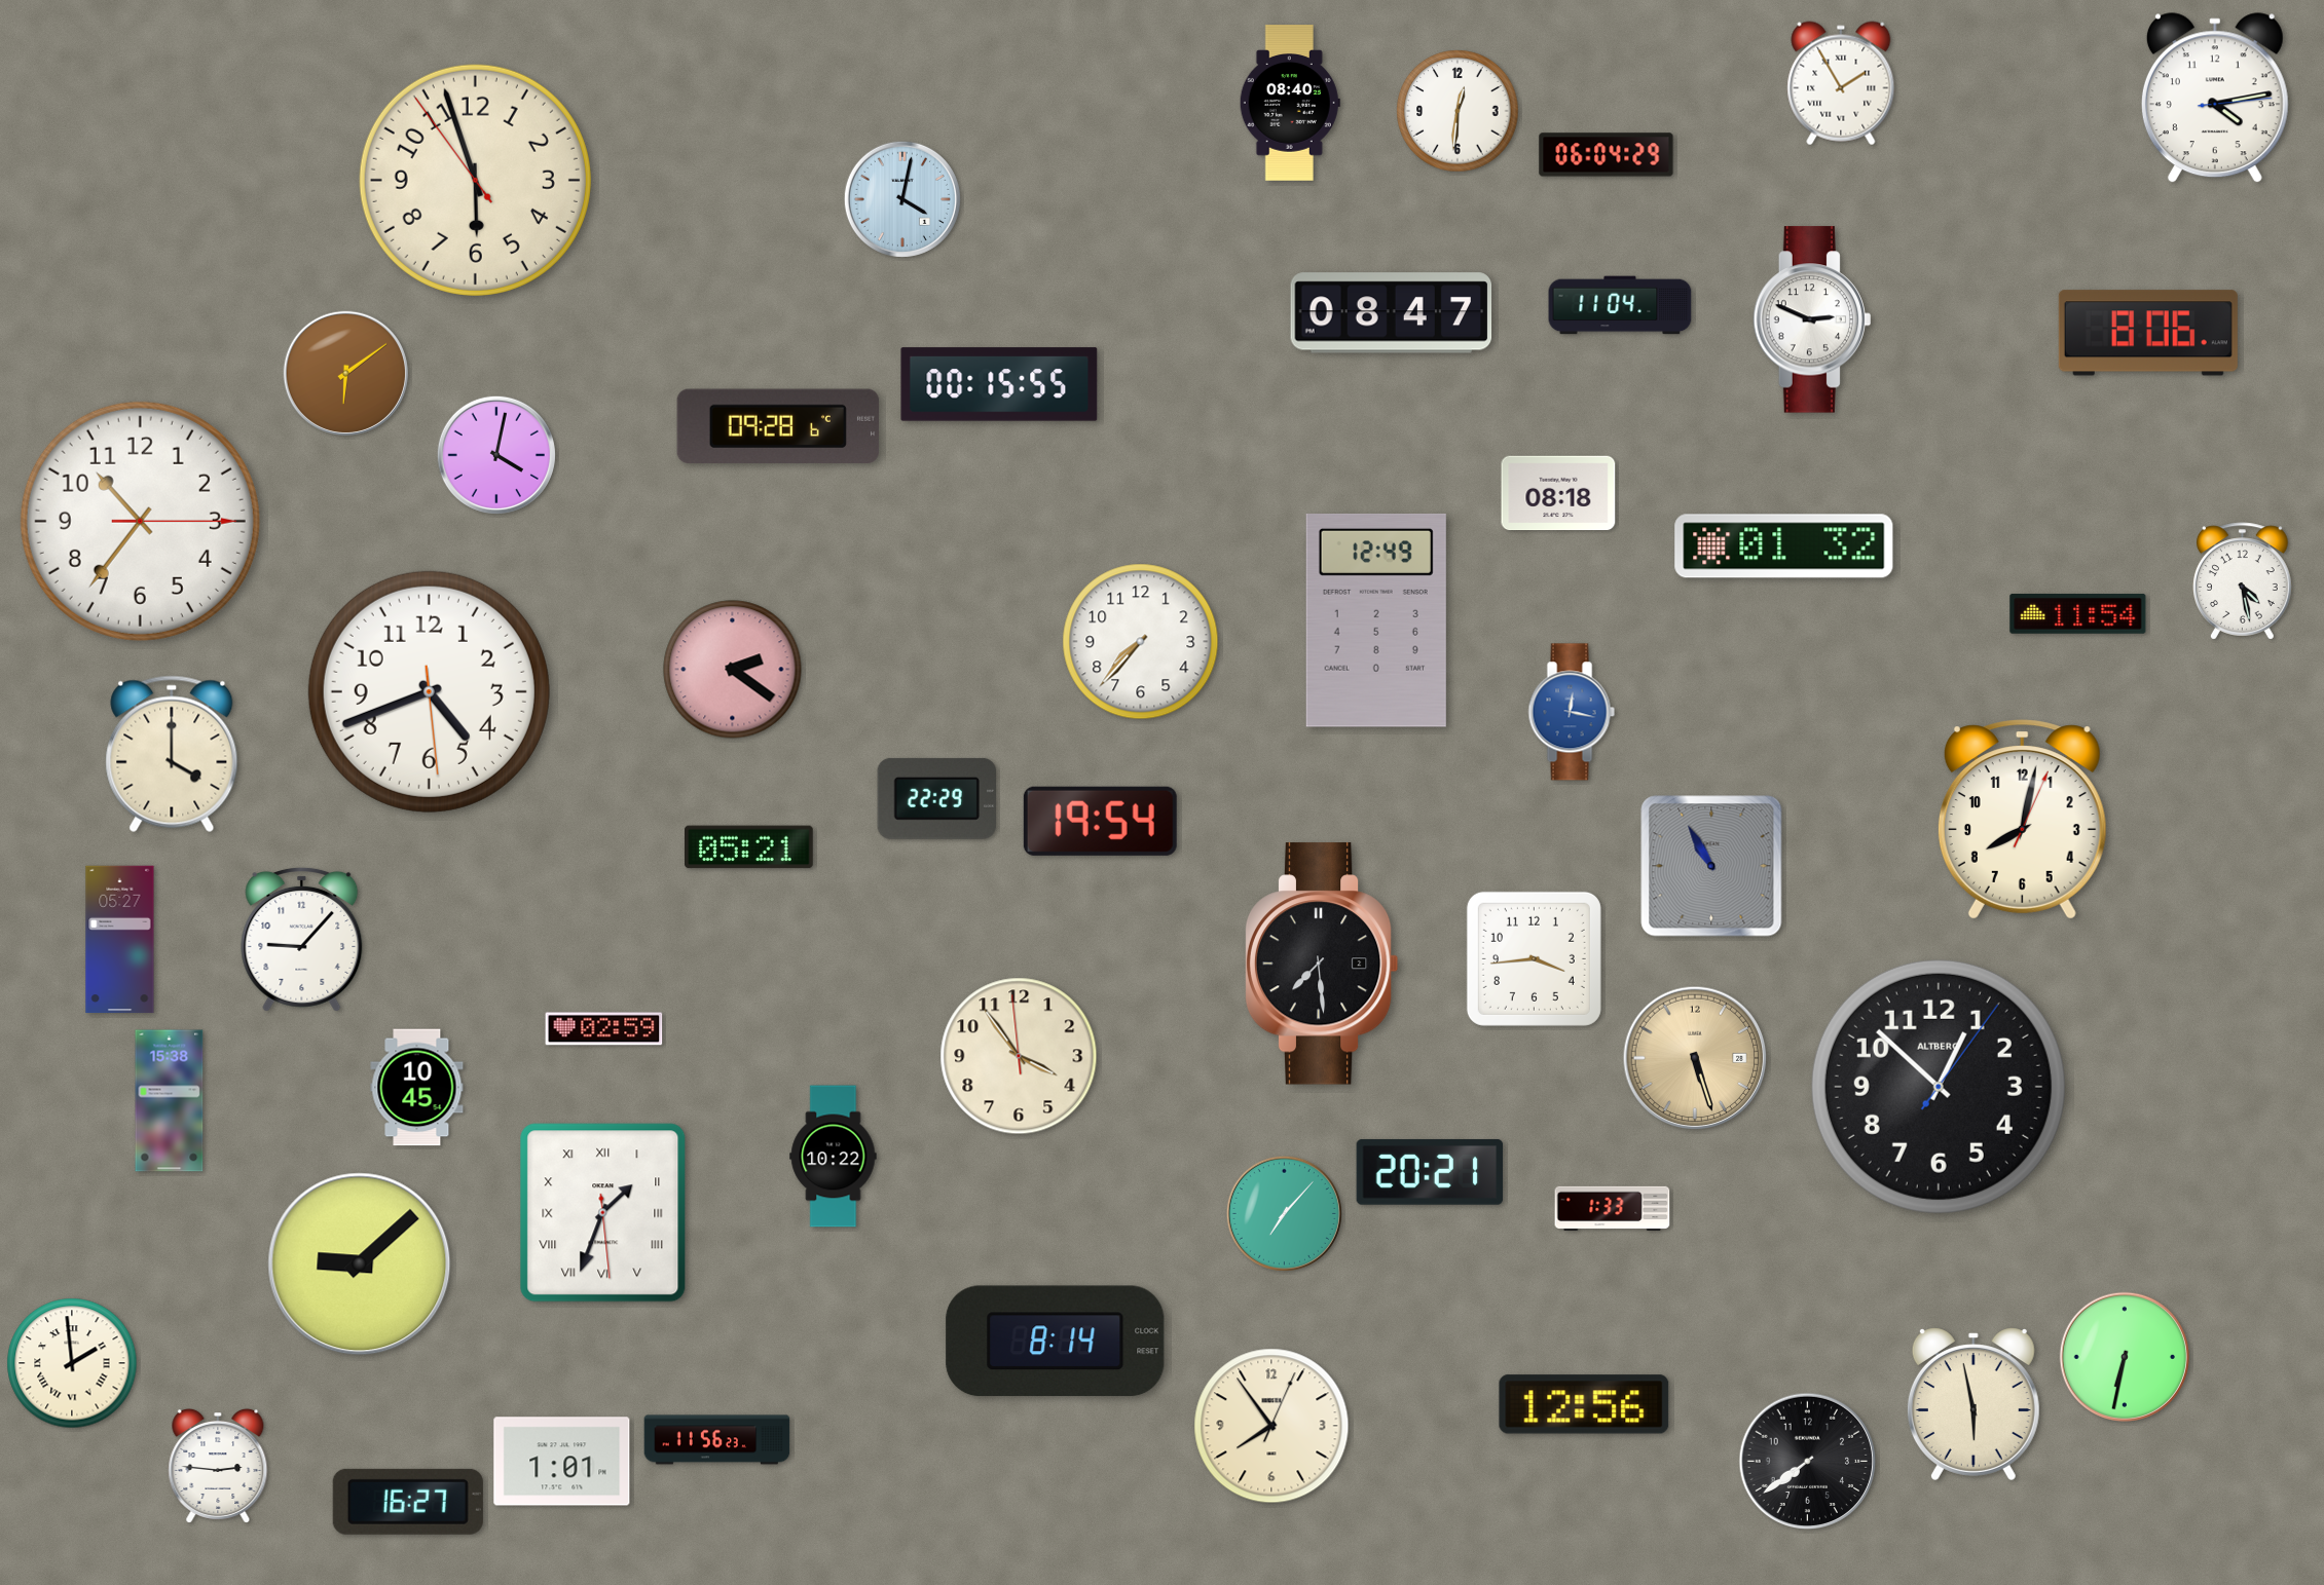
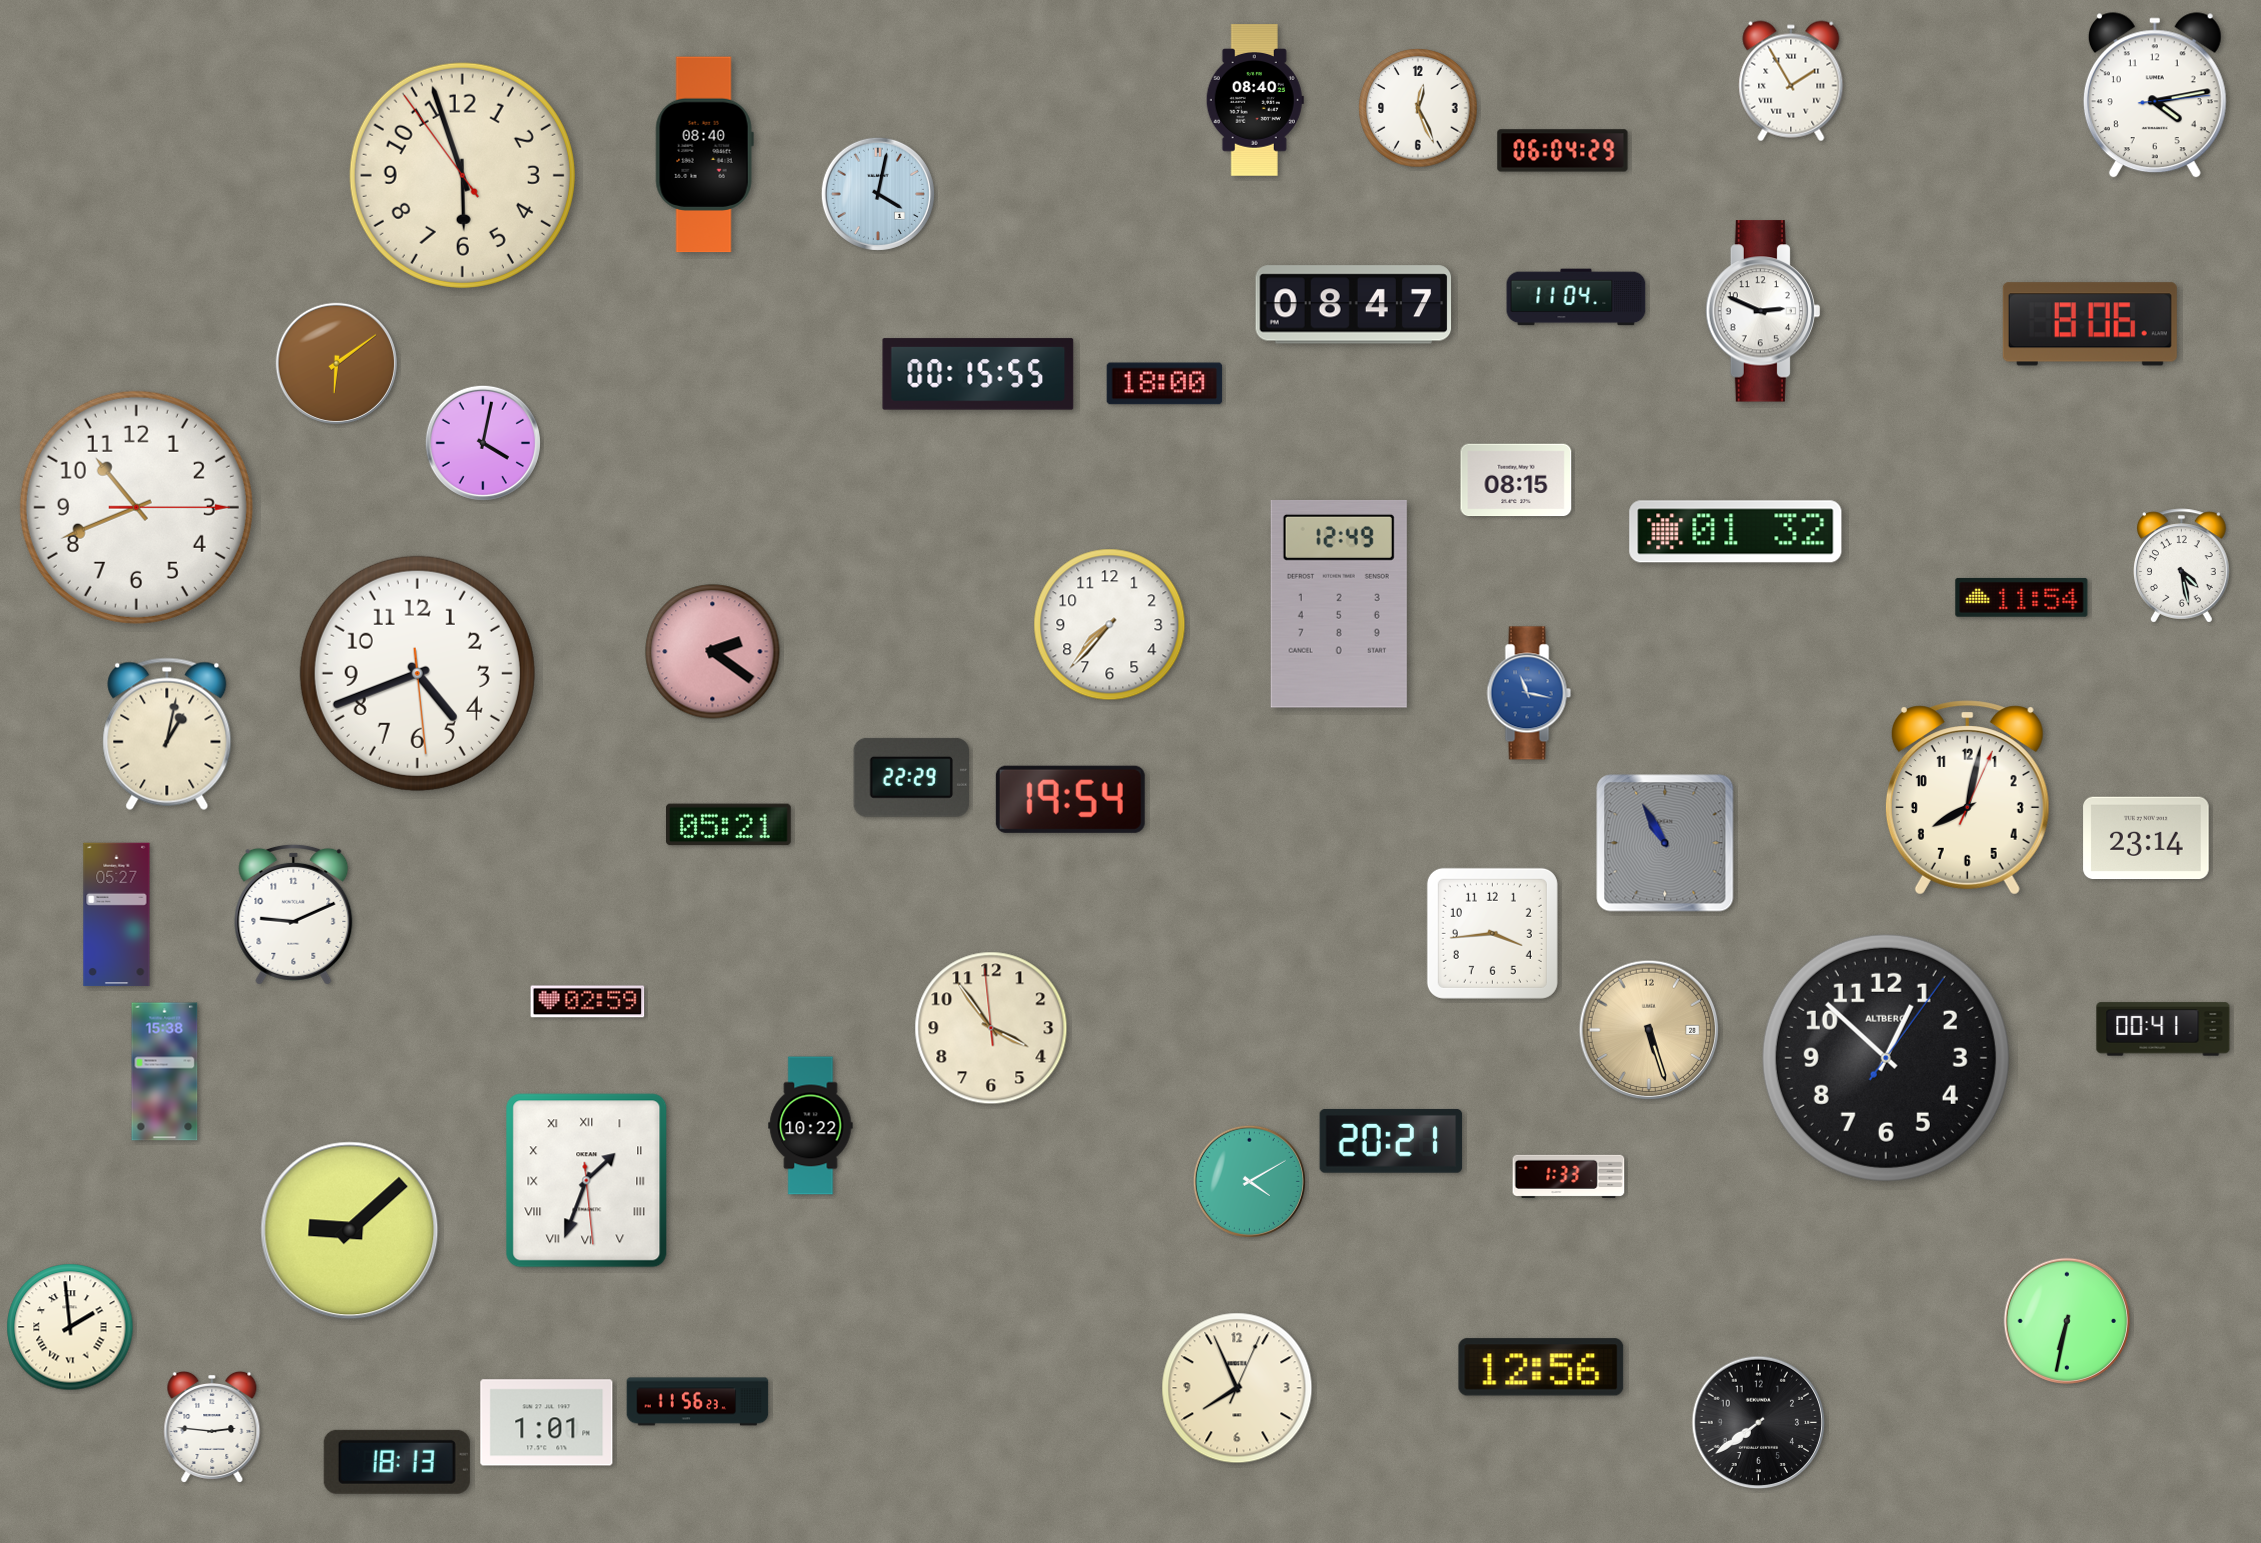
clock at (1458, 111): 12:31 -> 12:26
clock at (704, 155): none -> 08:40
clock at (999, 384) position: (999, 384) -> (978, 374)
clock at (1165, 384): none -> 18:00
clock at (778, 426): 09:28 -> none
clock at (1558, 493): 08:18 -> 08:15
clock at (140, 521): 10:36 -> 10:41
clock at (1572, 712): 12:17 -> 11:17
clock at (172, 754): 4:00 -> 1:02
clock at (2146, 838): none -> 23:14
clock at (302, 939): 9:07 -> 9:11
clock at (1322, 964): 7:29 -> none
clock at (2163, 1029): none -> 00:41
clock at (417, 1088): 10:45 -> none
clock at (1284, 1213): 7:07 -> 4:10
clock at (1056, 1342): 8:14 -> none
clock at (1973, 1404): 5:58 -> none
clock at (1271, 1426): 7:54 -> 7:56
clock at (408, 1502): 16:27 -> 18:13
